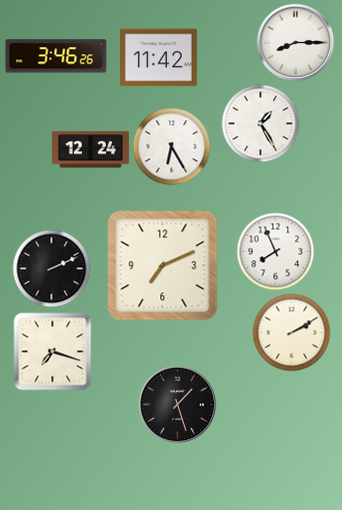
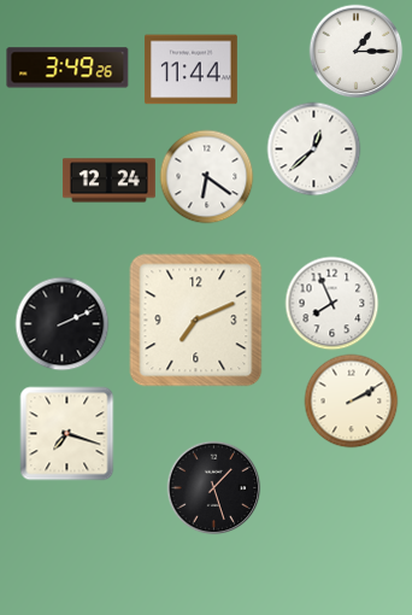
clock at (295, 42): 8:15 -> 1:15
clock at (56, 56): 3:46 -> 3:49
clock at (158, 58): 11:42 -> 11:44
clock at (260, 123): 1:25 -> 12:38
clock at (171, 146): 6:25 -> 6:21
clock at (52, 351) position: (52, 351) -> (66, 433)
